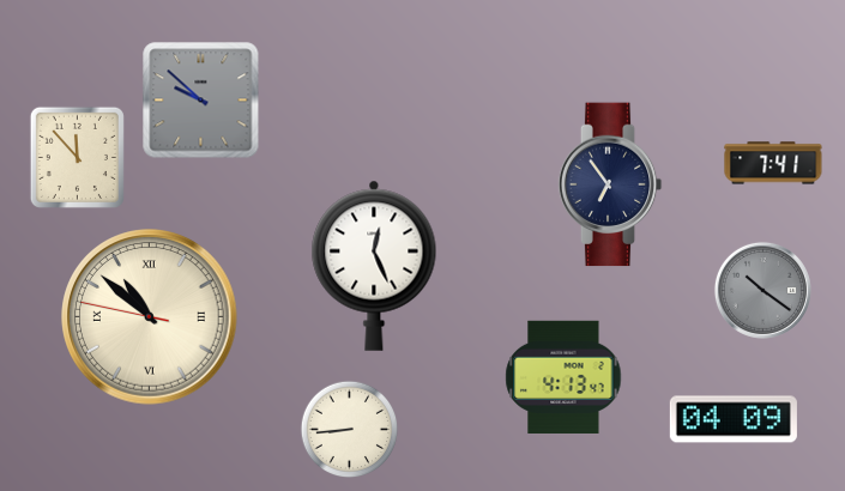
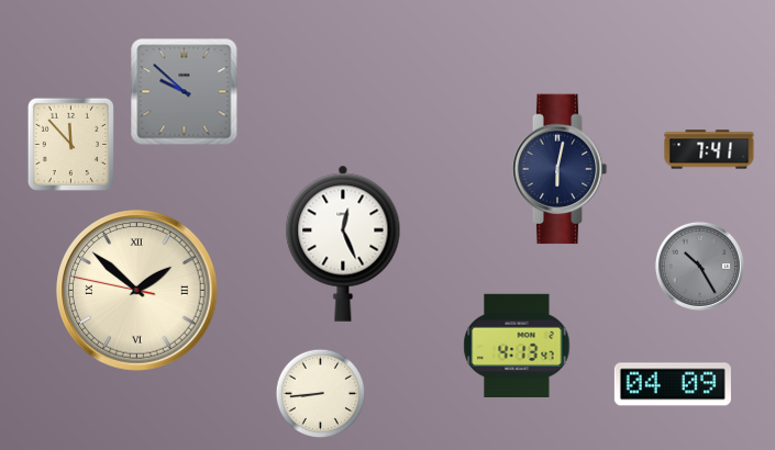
clock at (610, 184): 6:54 -> 6:02
clock at (762, 290): 10:21 -> 10:25
clock at (150, 317): 10:51 -> 1:51
